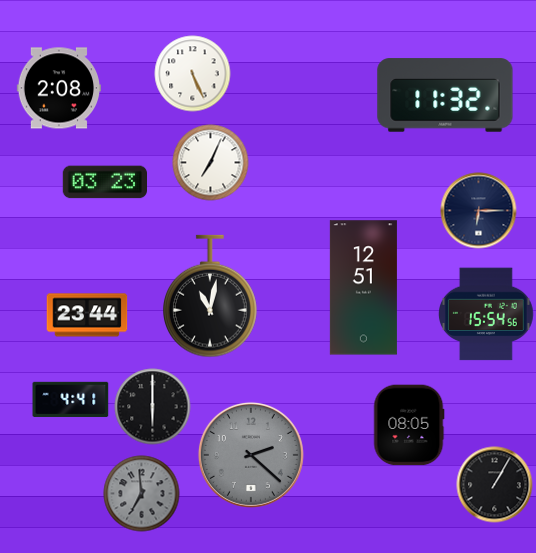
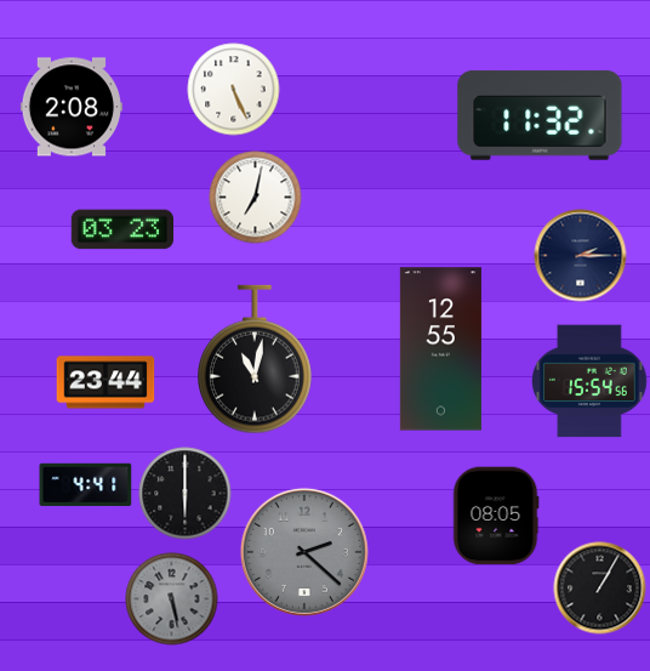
clock at (211, 163): 7:04 -> 7:02
clock at (104, 182) position: (104, 182) -> (121, 229)
clock at (479, 211): 6:15 -> 2:15
clock at (363, 288): 12:51 -> 12:55
clock at (142, 494): 6:59 -> 5:28
